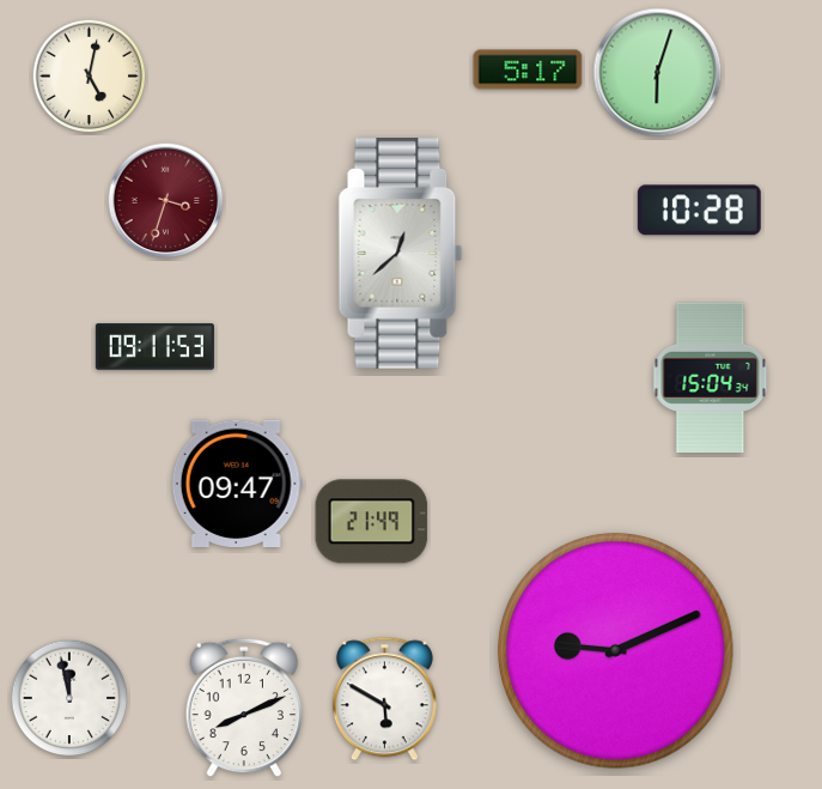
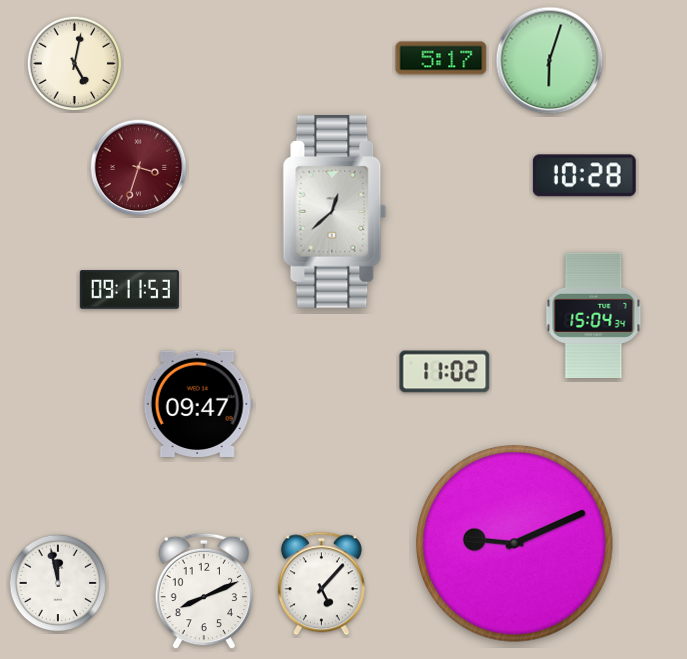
clock at (445, 372): none -> 11:02
clock at (372, 522): 21:49 -> none
clock at (384, 699): 5:50 -> 5:07
